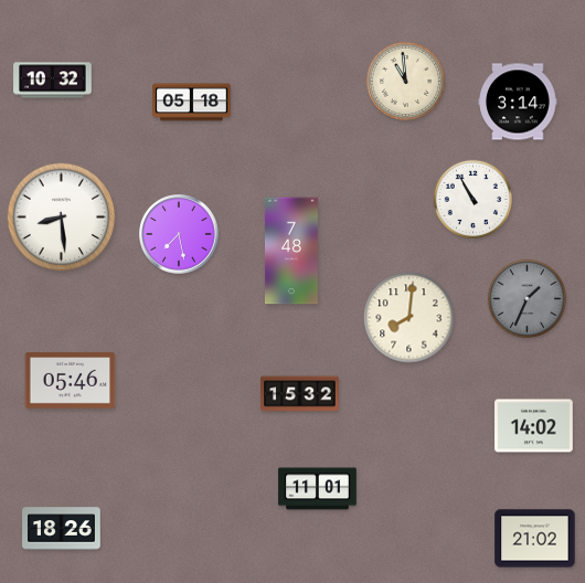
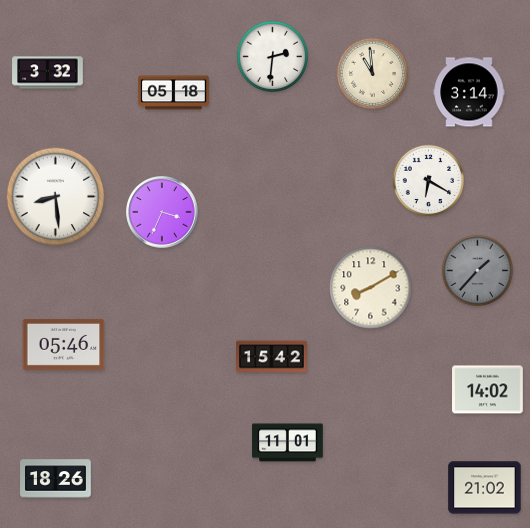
clock at (273, 57): none -> 2:31
clock at (53, 81): 10:32 -> 3:32
clock at (406, 82) position: (406, 82) -> (373, 74)
clock at (474, 200): 10:55 -> 6:20
clock at (179, 234): 7:28 -> 3:34
clock at (291, 251): 7:48 -> none
clock at (528, 299): 1:34 -> 1:37
clock at (410, 318): 8:01 -> 8:10
clock at (300, 394): 15:32 -> 15:42
clock at (534, 426) position: (534, 426) -> (488, 390)
